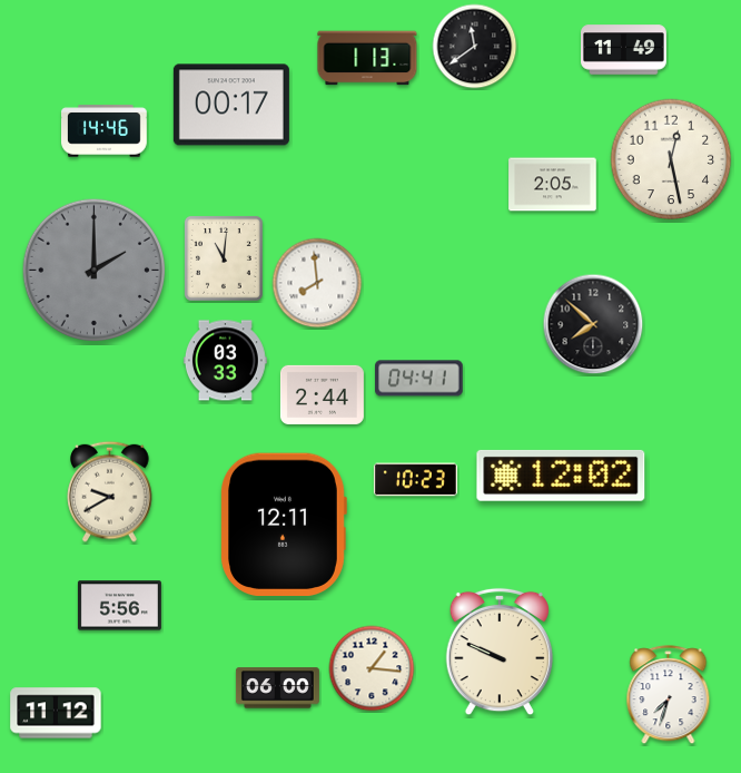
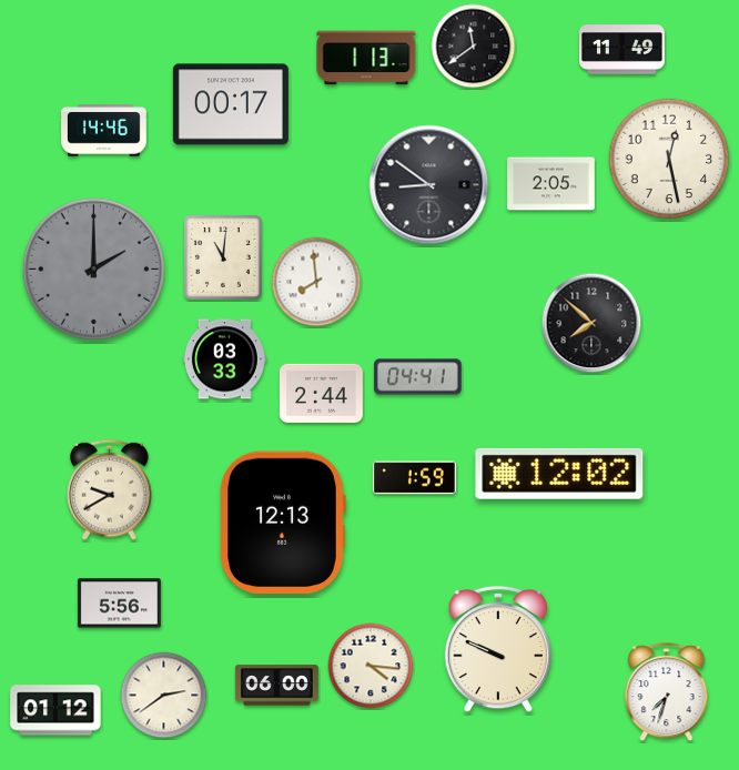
clock at (429, 185): none -> 8:51
clock at (415, 480): 10:23 -> 1:59
clock at (284, 524): 12:11 -> 12:13
clock at (372, 668): 1:16 -> 4:16
clock at (164, 696): none -> 2:39
clock at (56, 713): 11:12 -> 01:12
